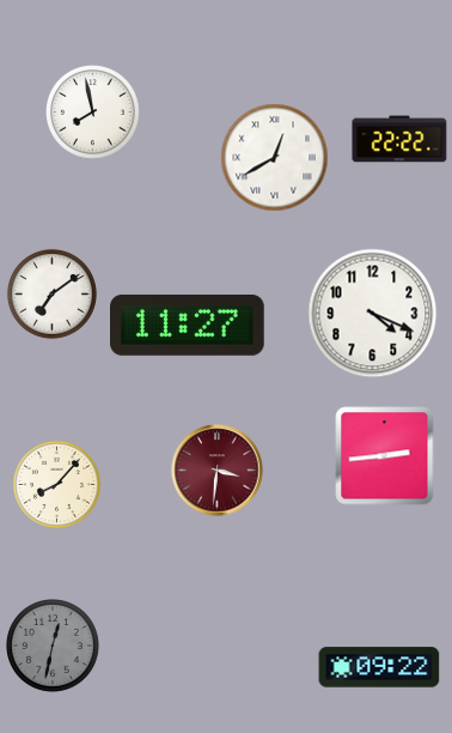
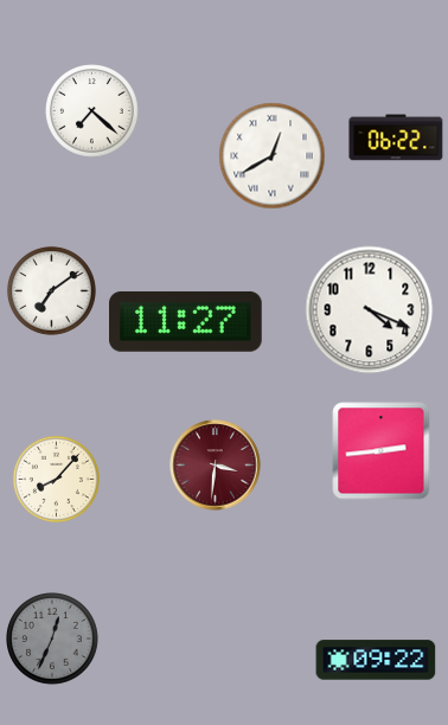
clock at (93, 113): 7:58 -> 7:22
clock at (399, 139): 22:22 -> 06:22
clock at (54, 647): 12:32 -> 12:34
